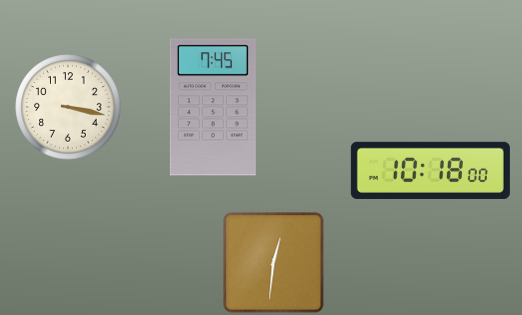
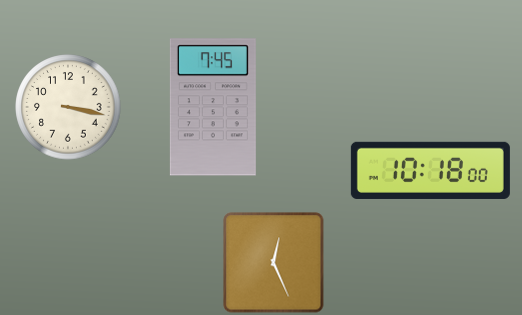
clock at (274, 263): 12:31 -> 12:26
